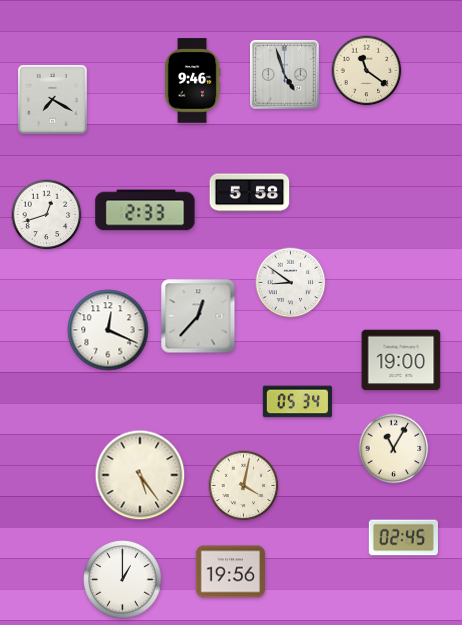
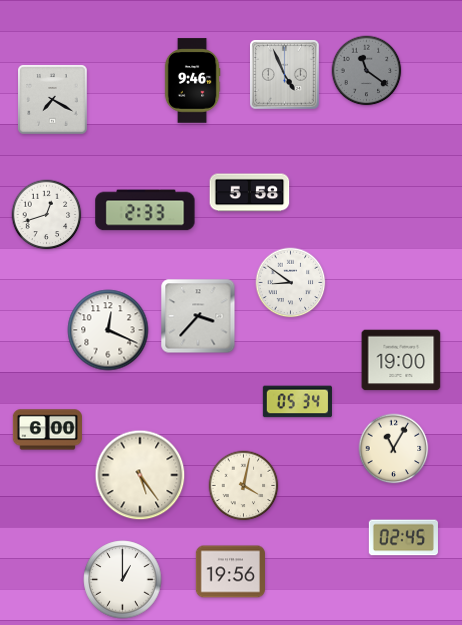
clock at (367, 71) dial: cream -> grey
clock at (285, 75): 4:57 -> 4:56
clock at (198, 316): 12:37 -> 3:37
clock at (47, 430): none -> 6:00
